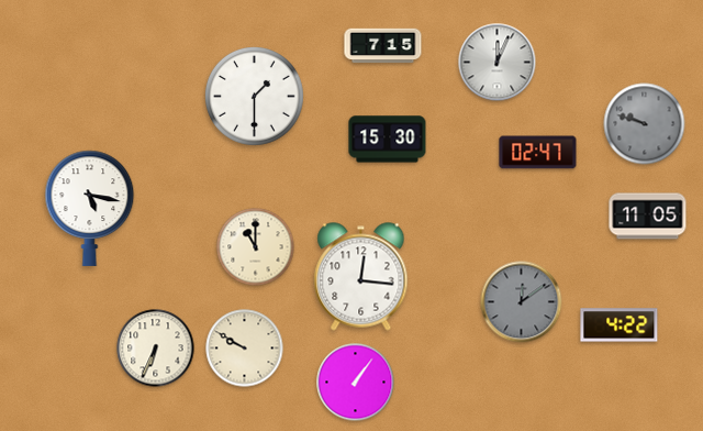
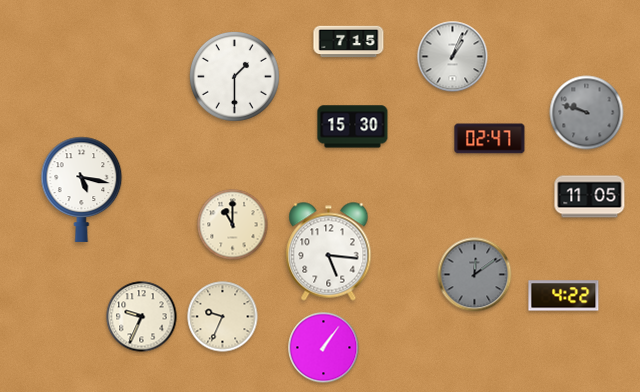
clock at (498, 63): 12:04 -> 1:04
clock at (254, 96) position: (254, 96) -> (234, 76)
clock at (361, 277): 12:16 -> 5:16
clock at (156, 349): 6:34 -> 9:34
clock at (245, 349): 9:50 -> 9:34
